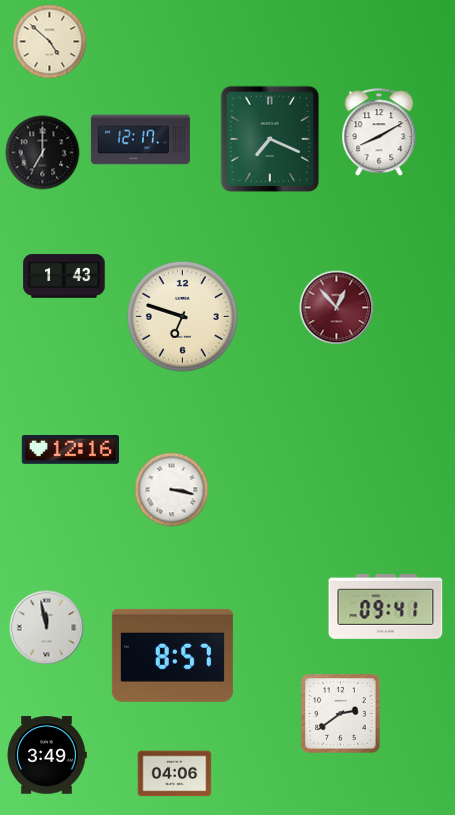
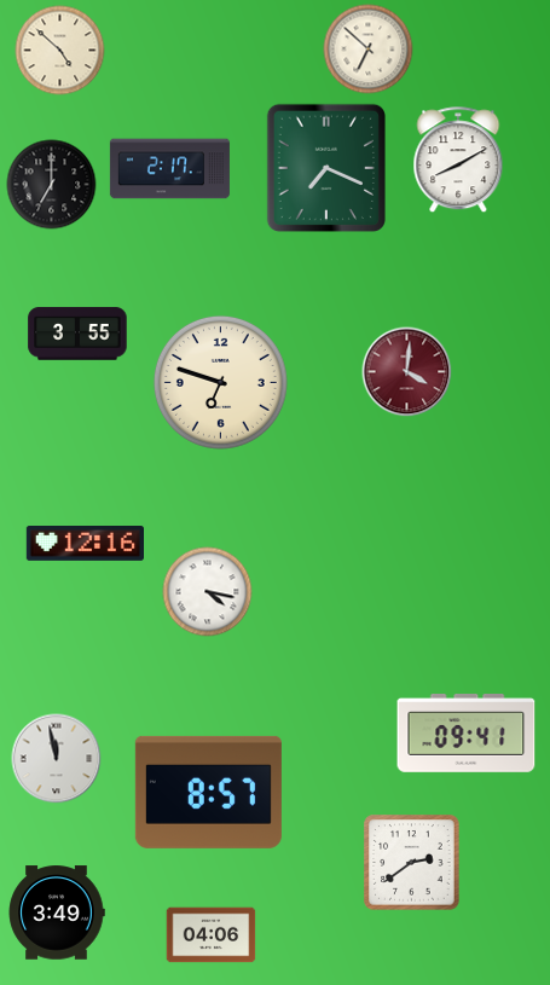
clock at (369, 50): none -> 6:52
clock at (140, 140): 12:17 -> 2:17
clock at (64, 276): 1:43 -> 3:55
clock at (337, 308): 12:53 -> 4:01
clock at (172, 490): 3:17 -> 4:17
